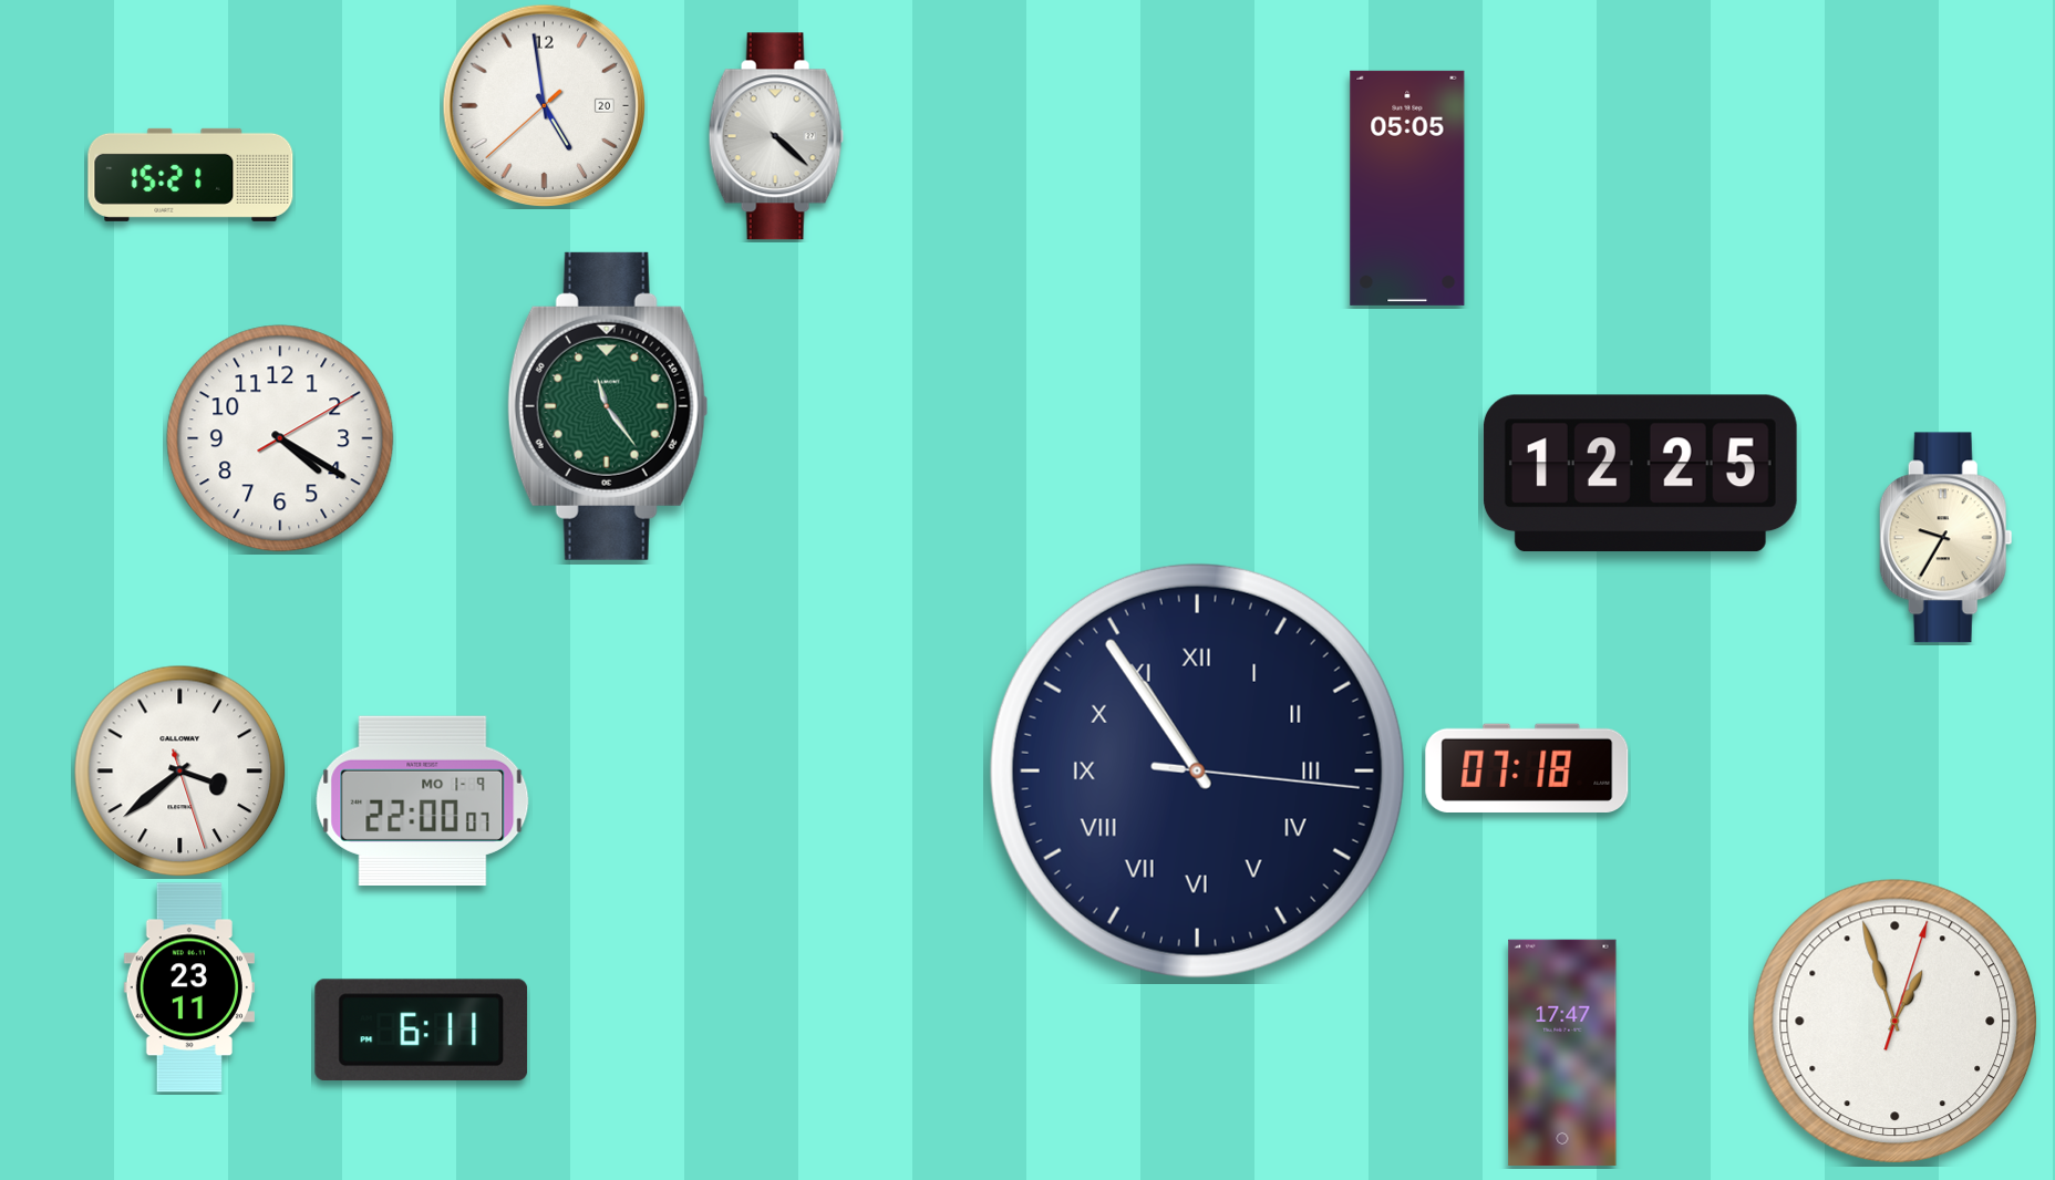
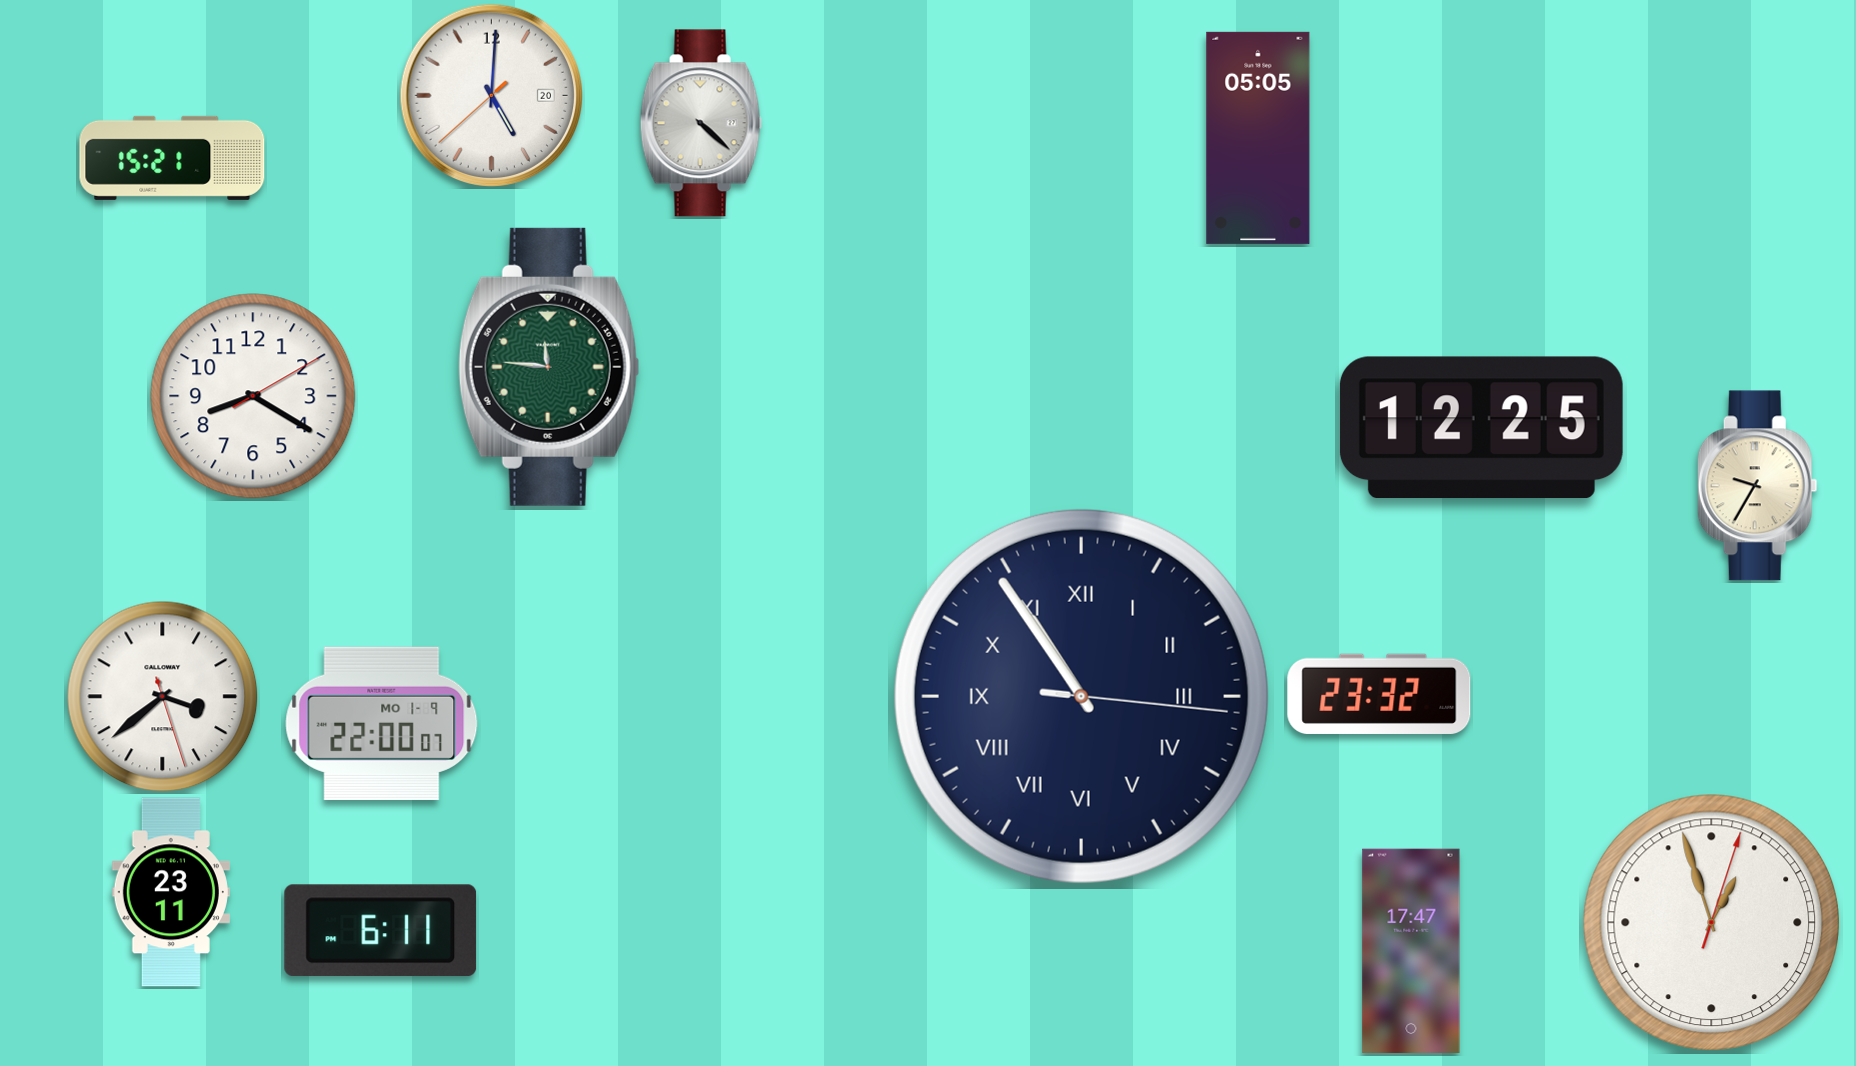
clock at (545, 106): 4:58 -> 5:00
clock at (1407, 188) position: (1407, 188) -> (1258, 138)
clock at (608, 406): 11:24 -> 11:46
clock at (280, 438): 4:20 -> 8:20
clock at (1527, 768): 07:18 -> 23:32
